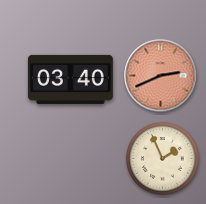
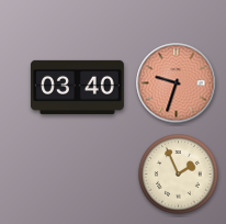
clock at (161, 76): 2:41 -> 9:33
